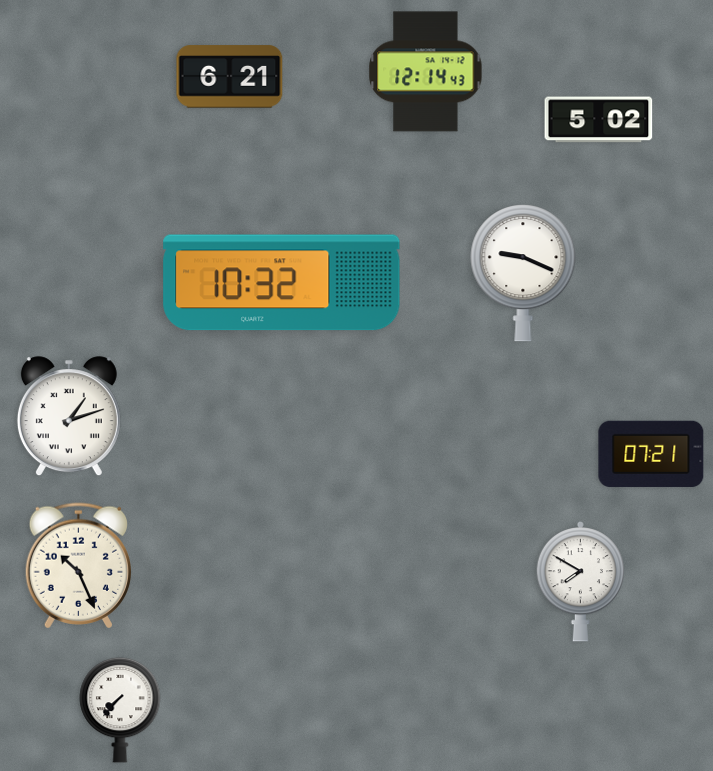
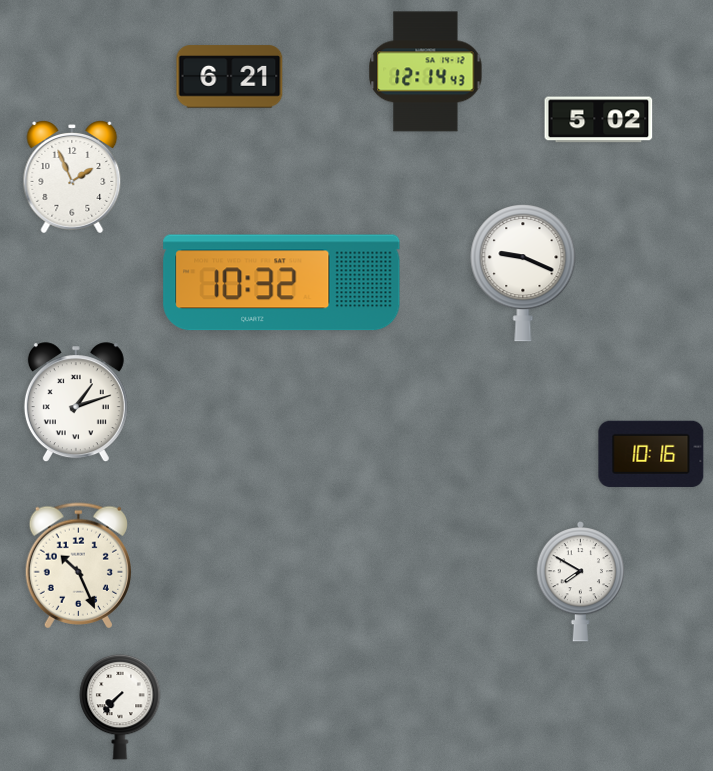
clock at (72, 177): none -> 1:56
clock at (69, 417) position: (69, 417) -> (76, 403)
clock at (651, 454): 07:21 -> 10:16
clock at (120, 710) position: (120, 710) -> (120, 707)
